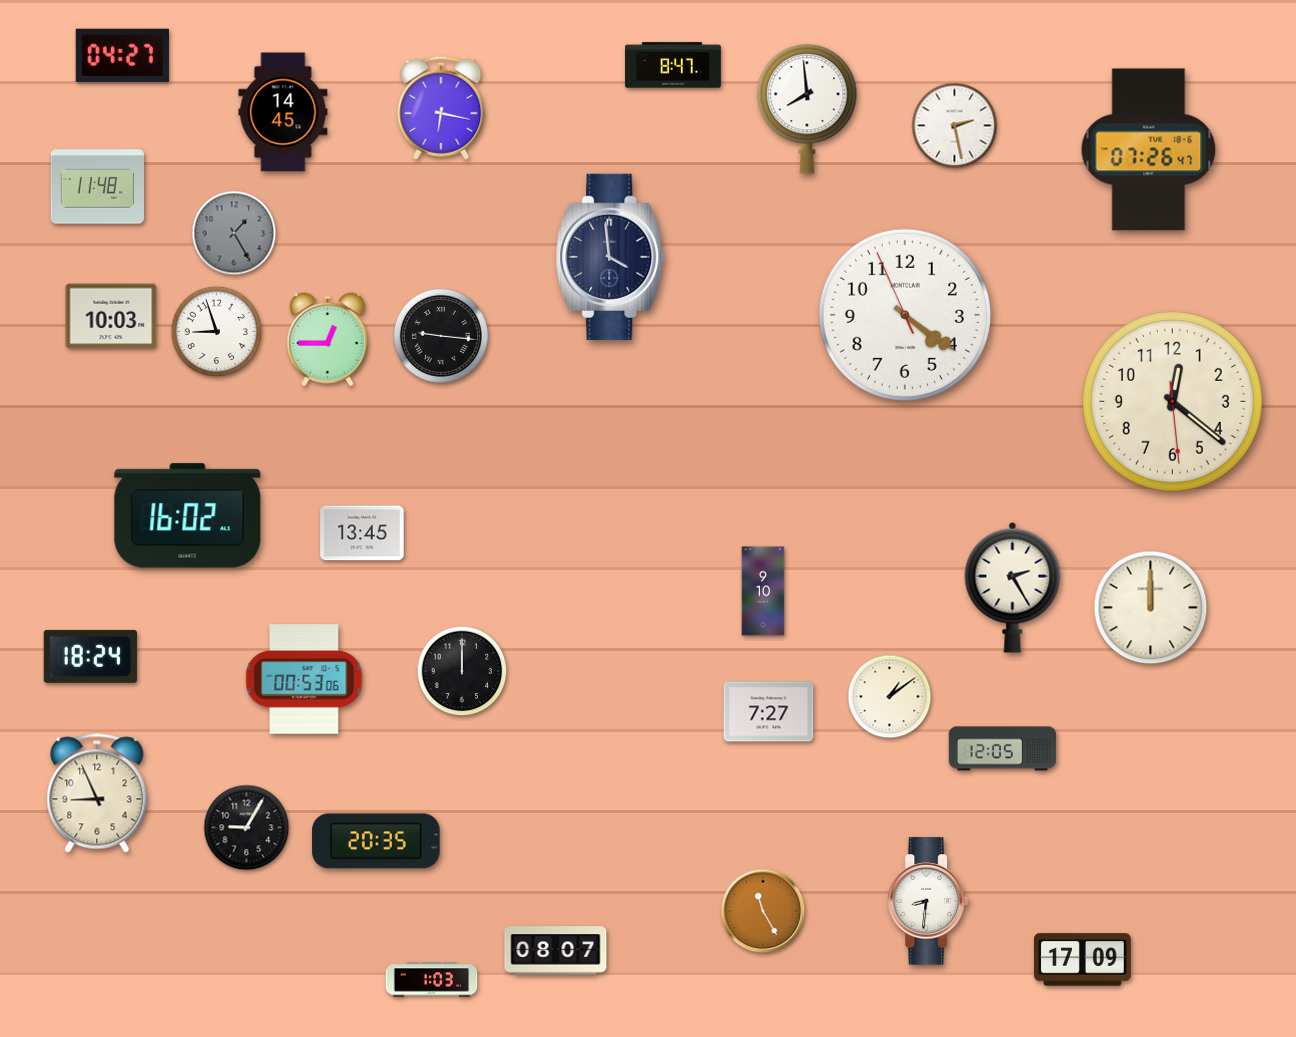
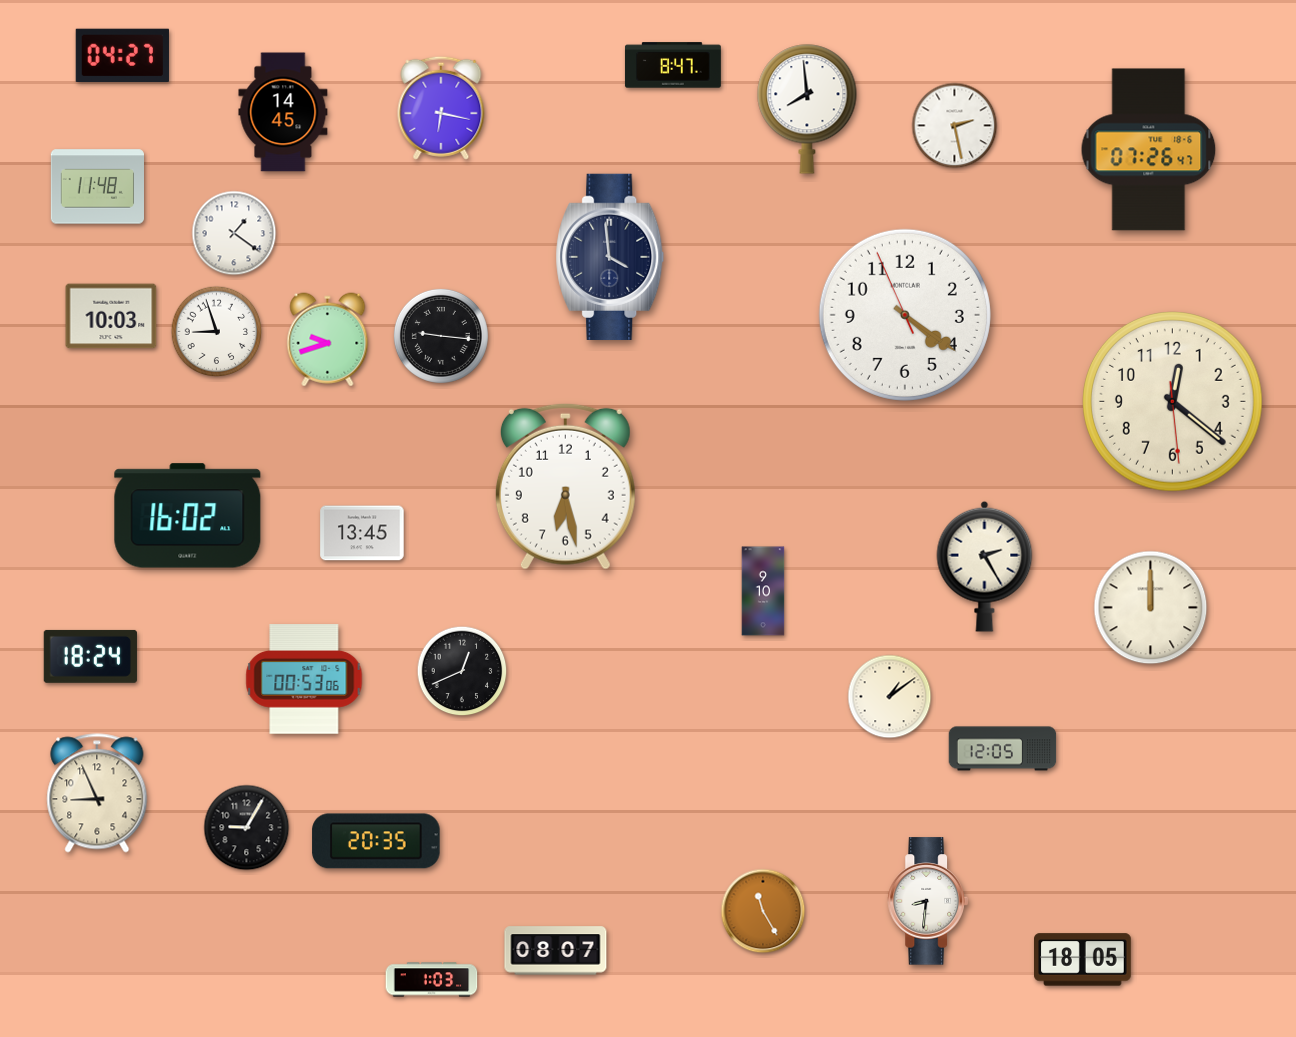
clock at (234, 233): 1:25 -> 1:21
clock at (234, 233) dial: grey -> white
clock at (328, 340): 12:45 -> 9:42
clock at (565, 486): none -> 6:28
clock at (1013, 587) position: (1013, 587) -> (985, 566)
clock at (462, 671): 12:00 -> 12:41
clock at (769, 712): 7:27 -> none
clock at (1083, 960): 17:09 -> 18:05
